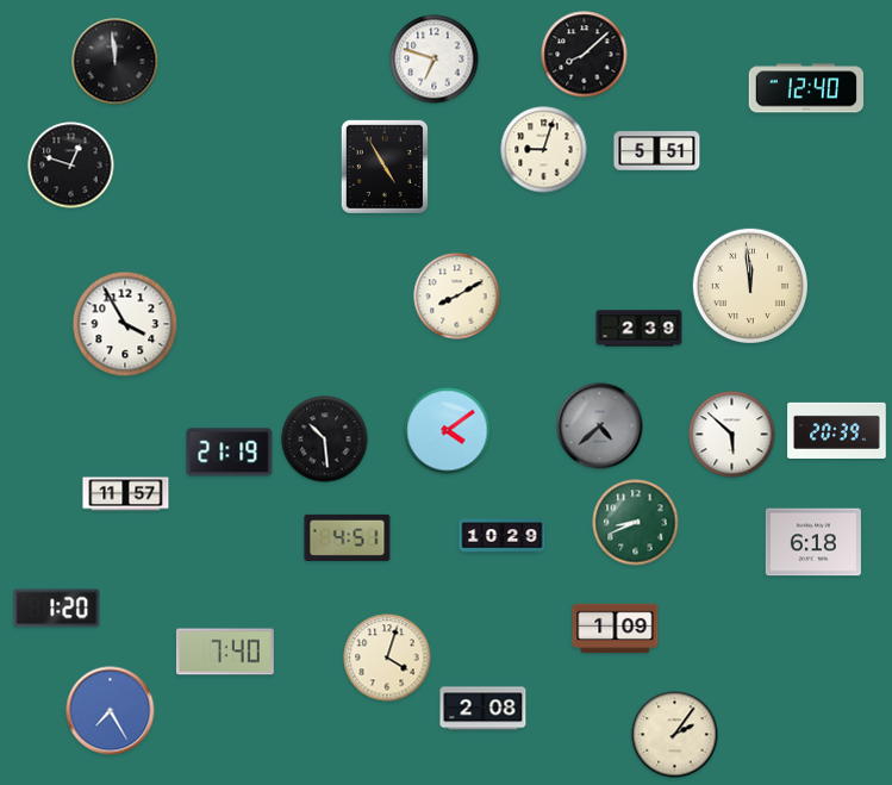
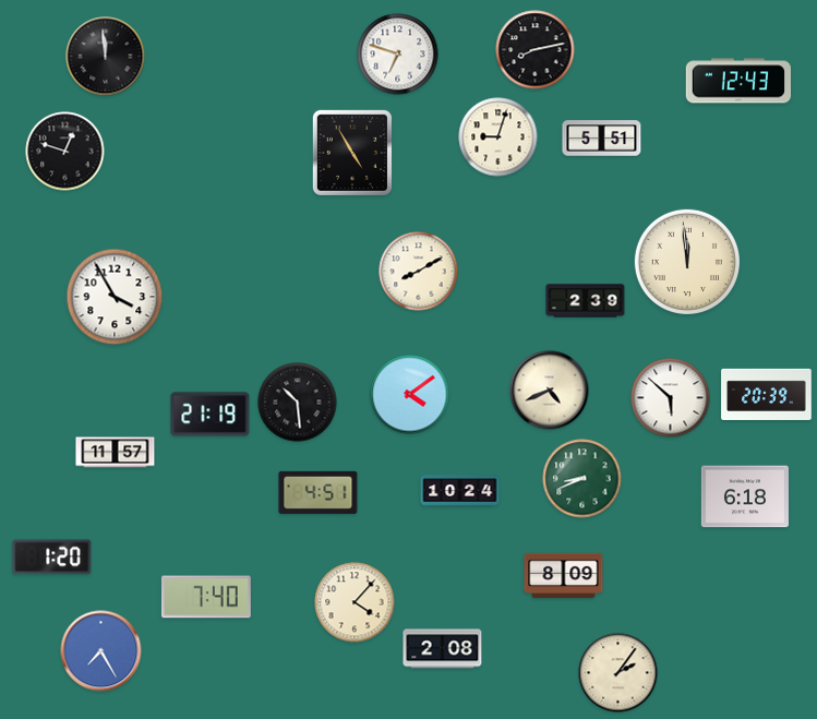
clock at (585, 55): 8:08 -> 8:13
clock at (805, 88): 12:40 -> 12:43
clock at (600, 426): 4:38 -> 4:41
clock at (600, 426) dial: grey -> cream
clock at (503, 536): 10:29 -> 10:24
clock at (616, 629): 1:09 -> 8:09
clock at (387, 658): 4:03 -> 4:07
